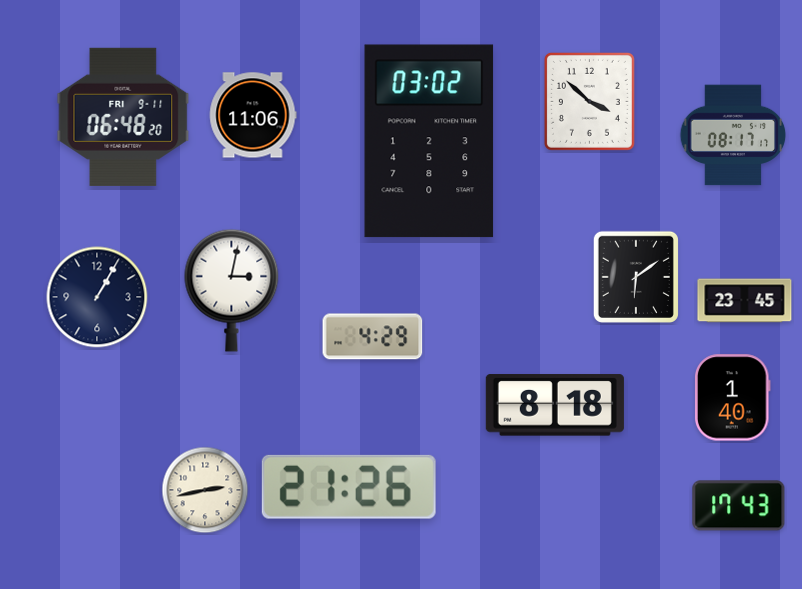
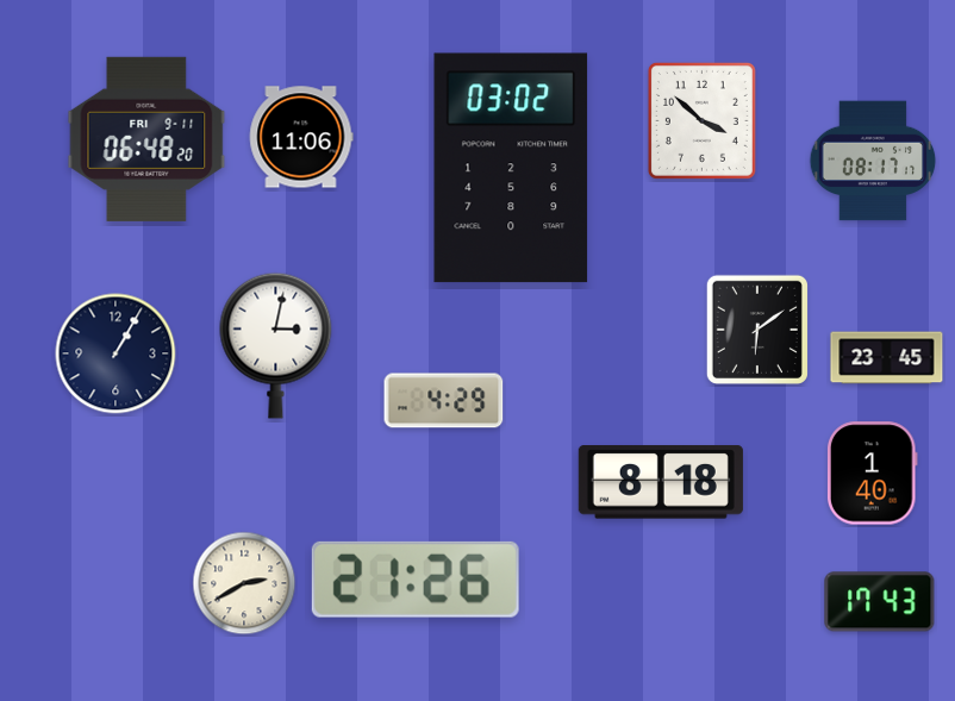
clock at (205, 490): 2:43 -> 2:40
